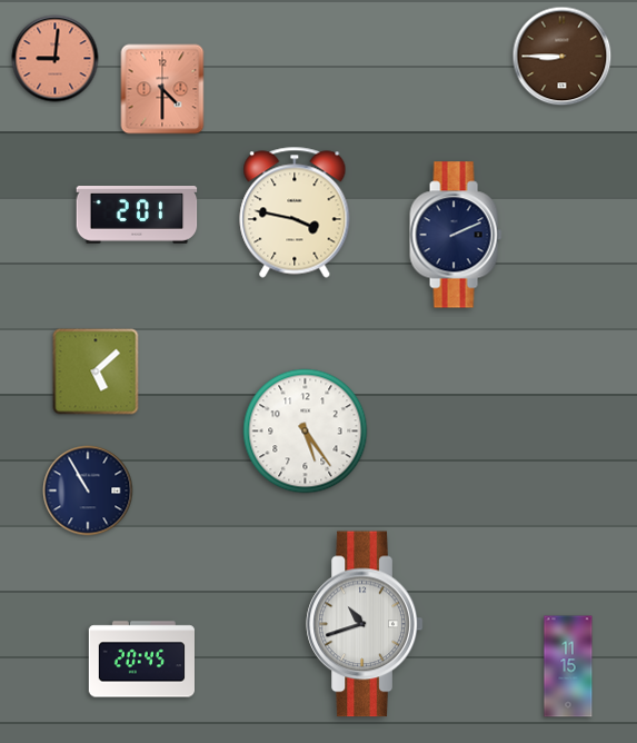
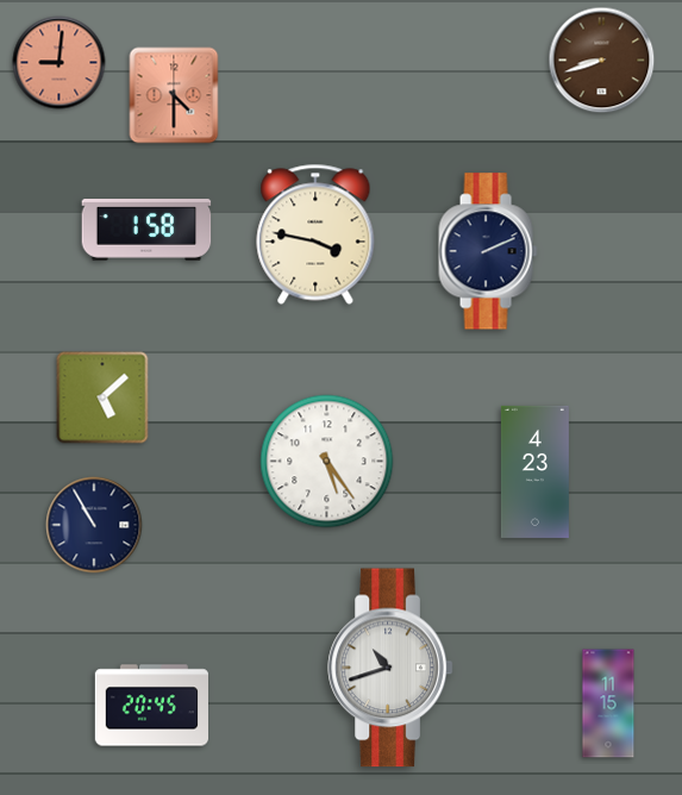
clock at (563, 57): 8:45 -> 8:42
clock at (295, 212) position: (295, 212) -> (315, 234)
clock at (137, 216): 2:01 -> 1:58
clock at (534, 471): none -> 4:23
clock at (568, 666) position: (568, 666) -> (608, 703)
